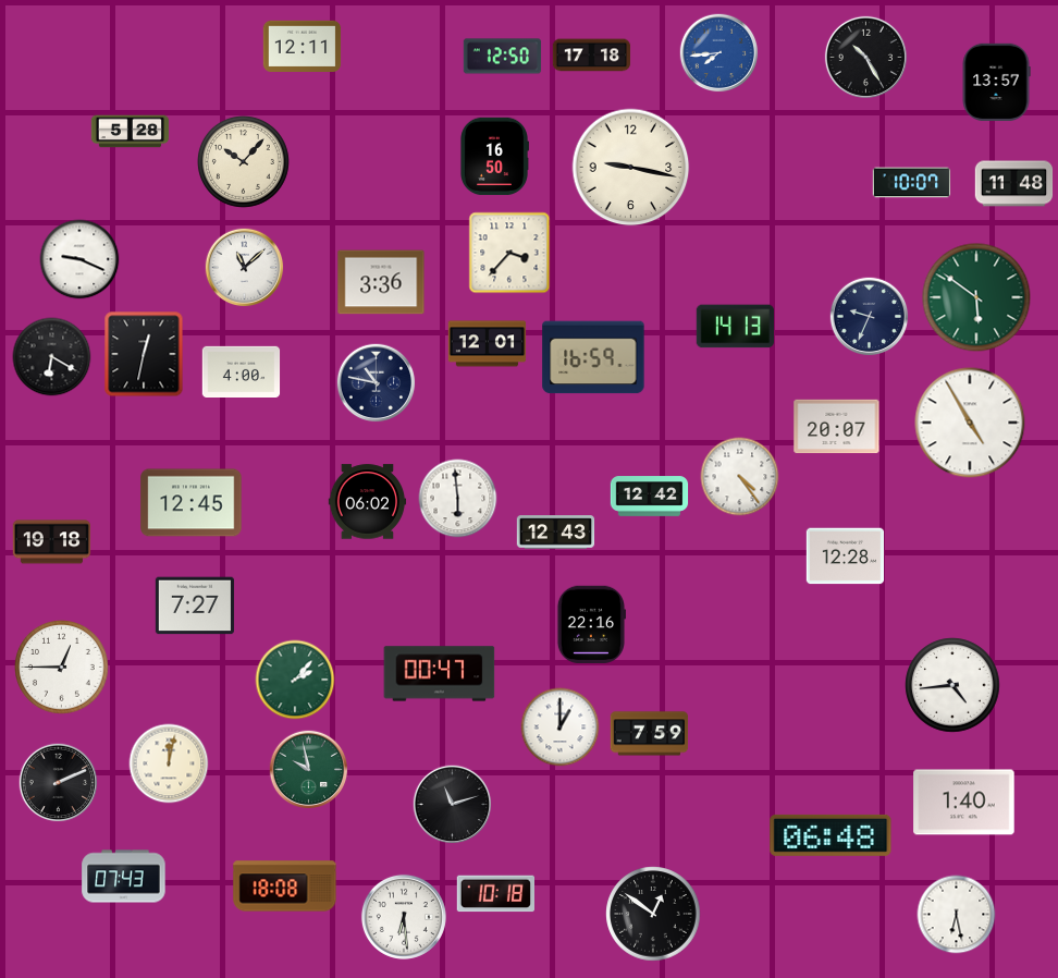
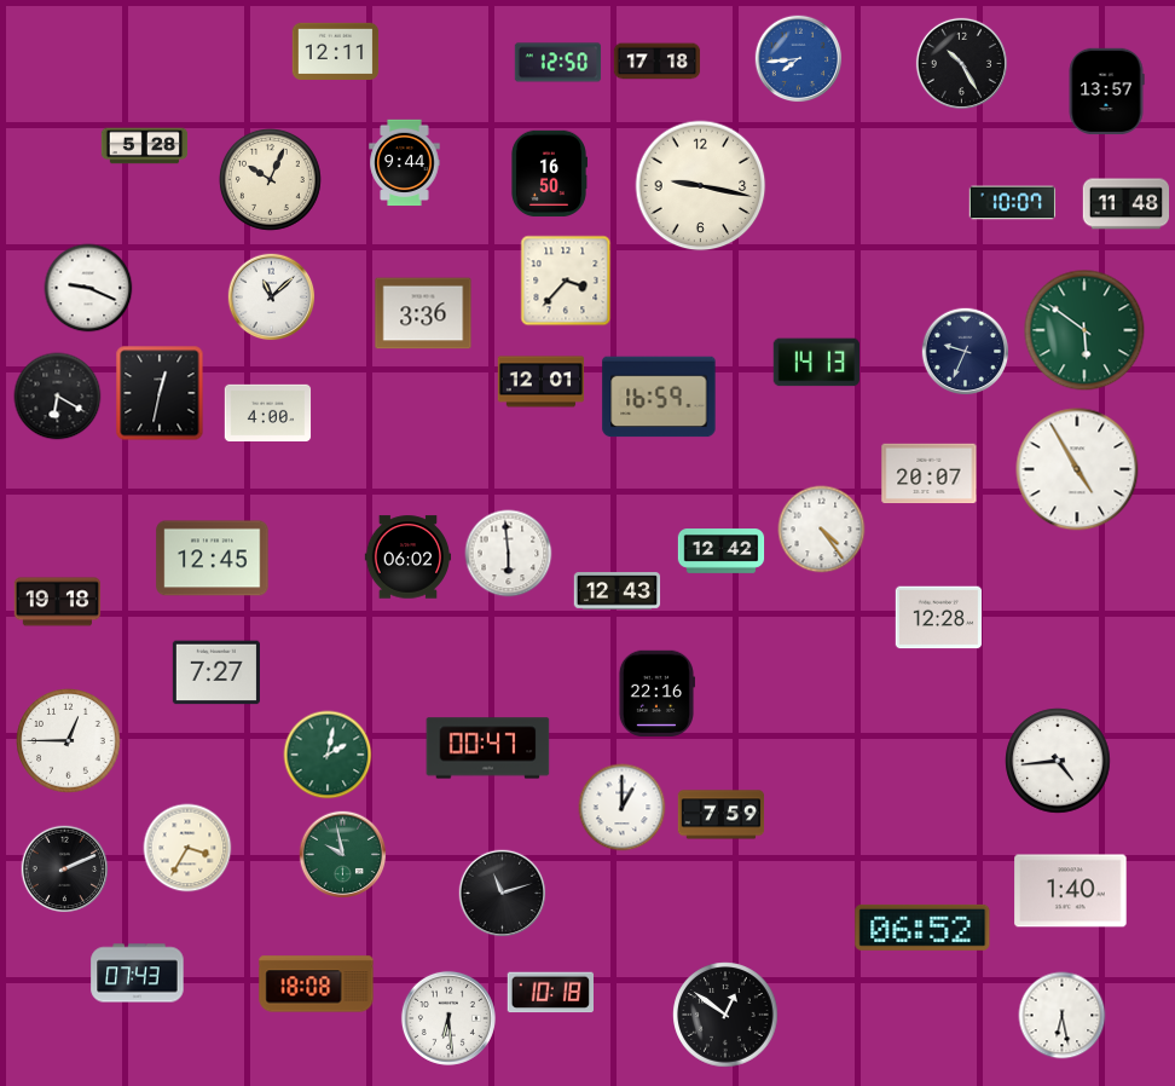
clock at (405, 163): none -> 9:44
clock at (243, 161): 10:07 -> 10:04
clock at (377, 383): 10:47 -> none
clock at (295, 680): 2:07 -> 2:02
clock at (169, 763): 12:02 -> 3:35
clock at (831, 835): 06:48 -> 06:52
